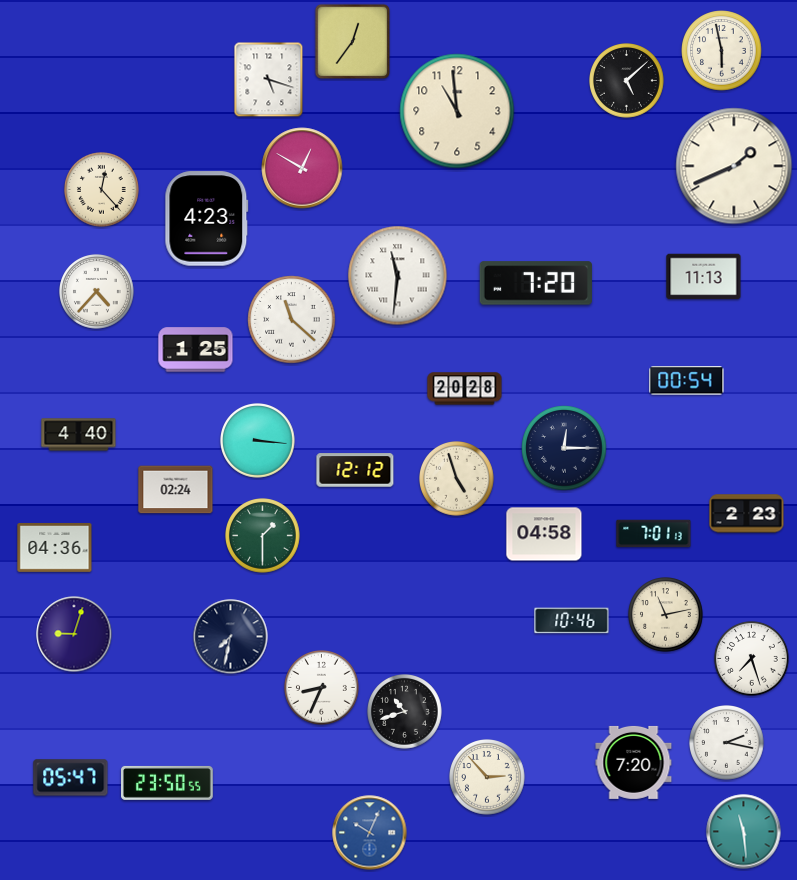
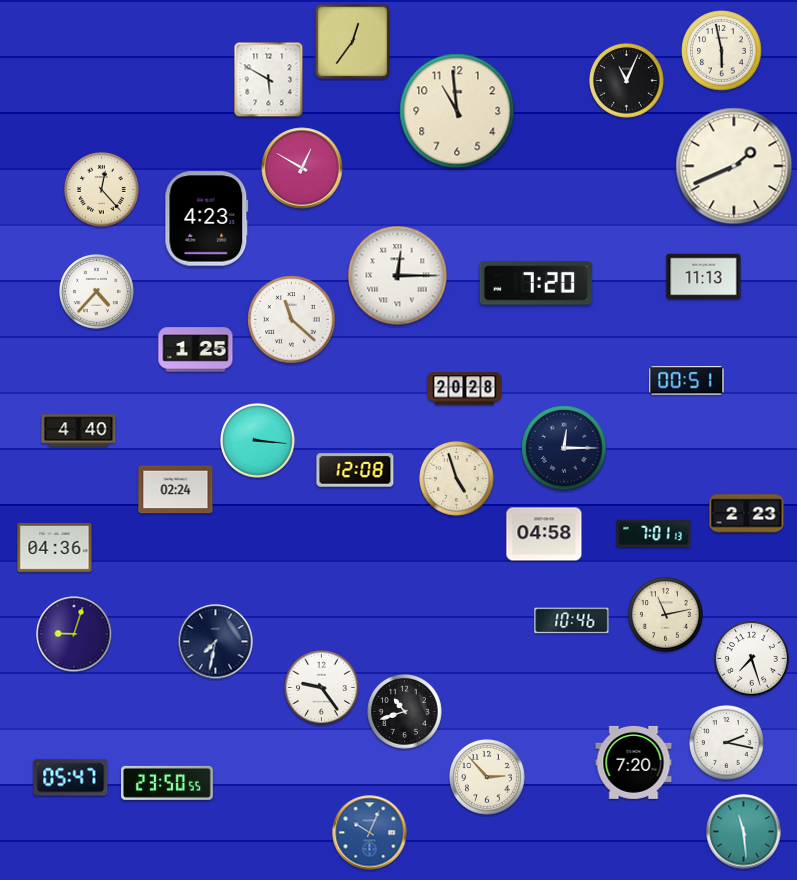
clock at (269, 80): 5:18 -> 5:50
clock at (627, 81): 5:08 -> 11:04
clock at (398, 276): 11:31 -> 12:15
clock at (687, 381): 00:54 -> 00:51
clock at (79, 435) position: (79, 435) -> (79, 431)
clock at (355, 470): 12:12 -> 12:08
clock at (263, 536): 1:30 -> none
clock at (231, 637) position: (231, 637) -> (216, 642)
clock at (322, 688): 8:34 -> 9:24
